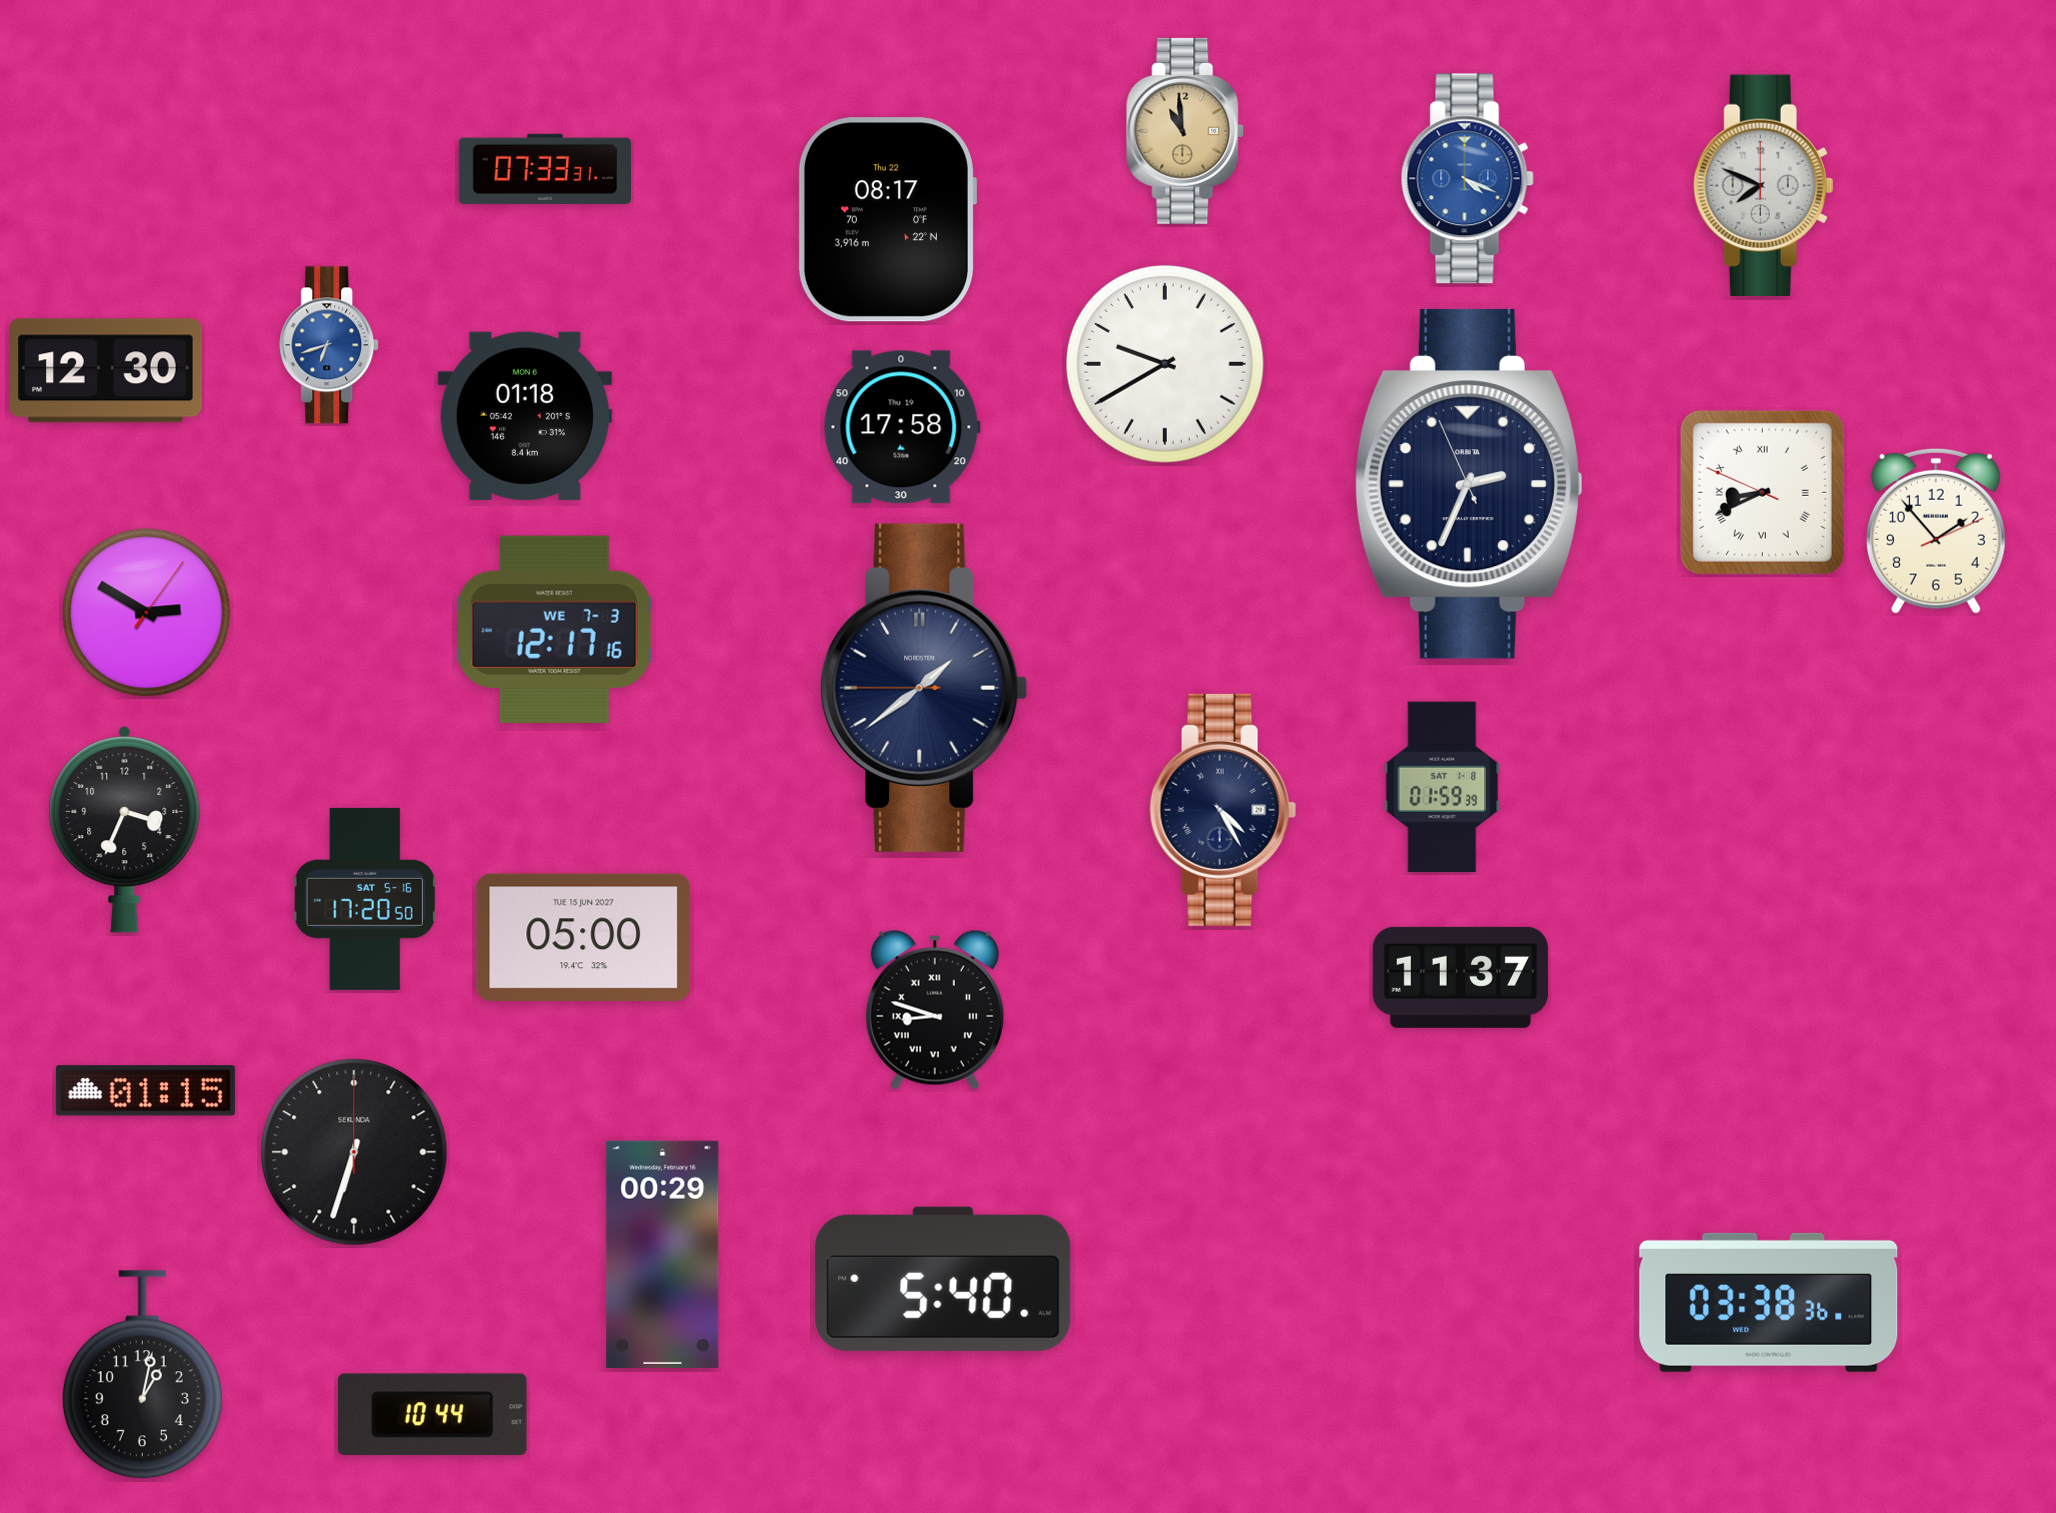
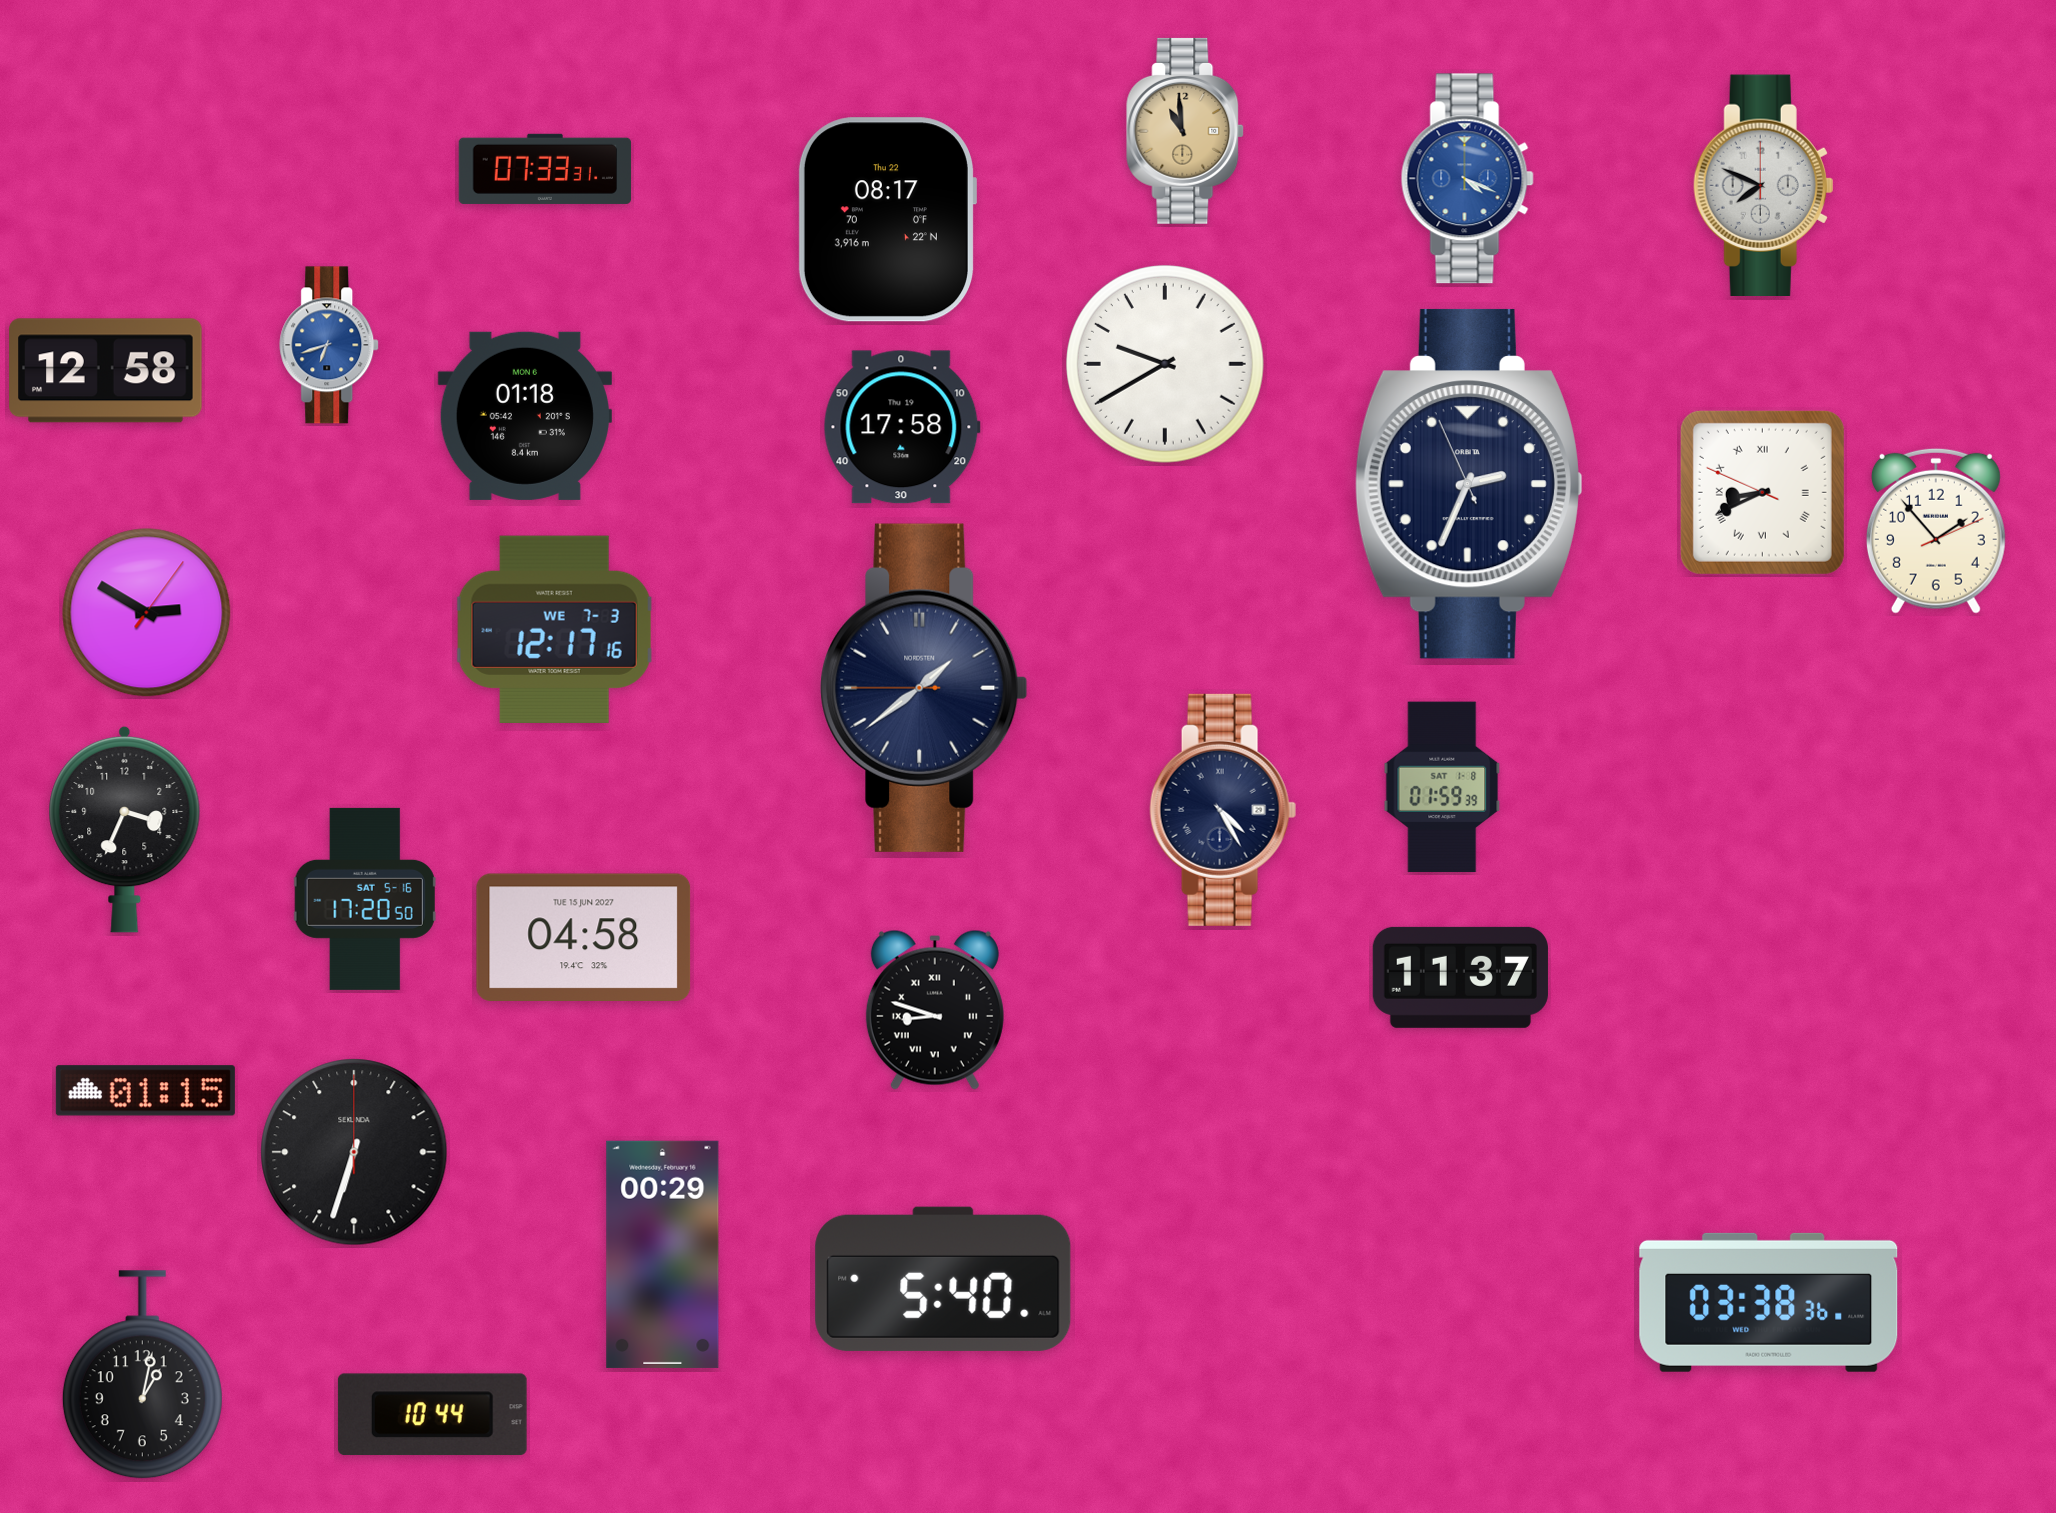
clock at (106, 371): 12:30 -> 12:58
clock at (584, 937): 05:00 -> 04:58
